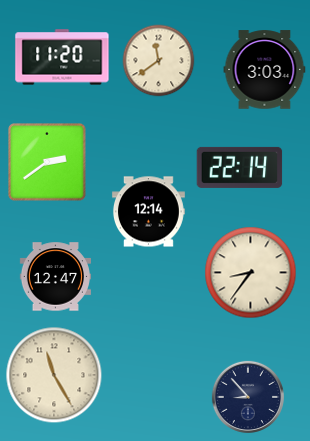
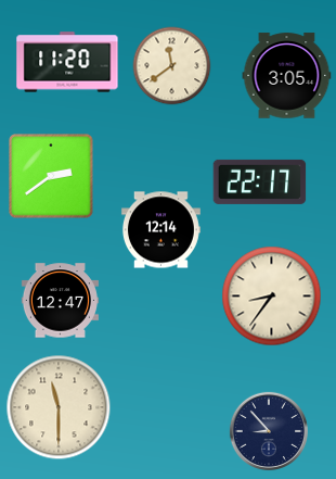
clock at (265, 70): 3:03 -> 3:05
clock at (240, 167): 22:14 -> 22:17
clock at (54, 375): 11:25 -> 11:30
